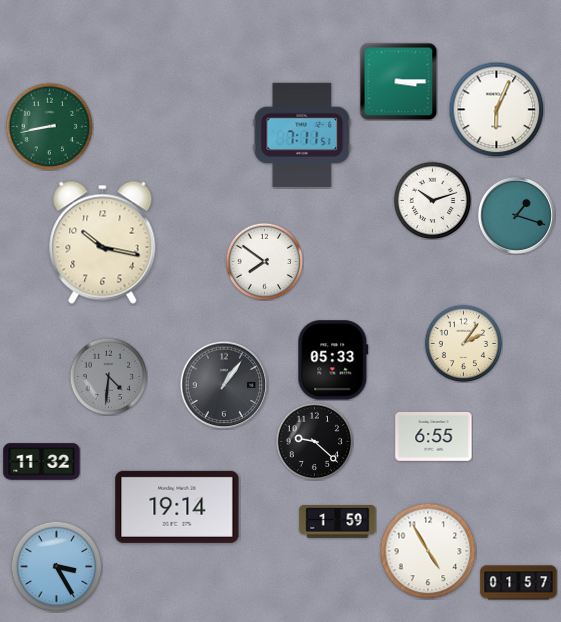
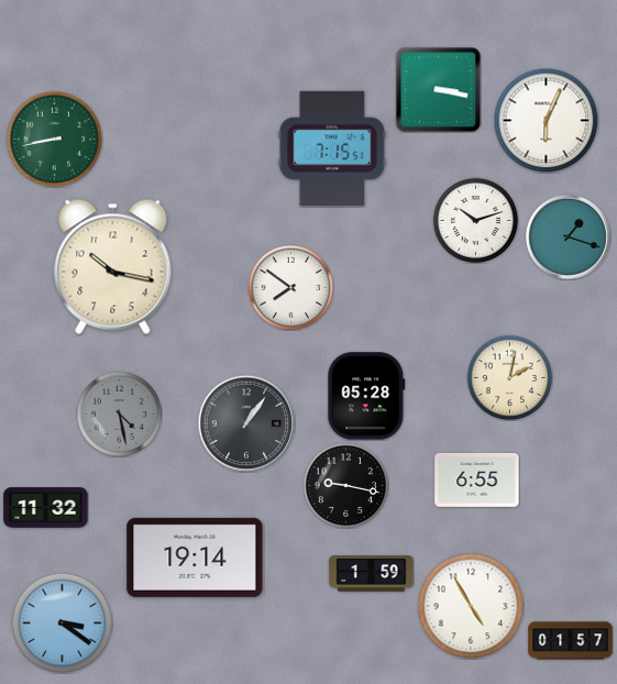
clock at (398, 81): 3:15 -> 3:17
clock at (302, 135): 7:11 -> 7:15
clock at (463, 343): 2:06 -> 2:02
clock at (333, 360): 05:33 -> 05:28
clock at (108, 376): 4:31 -> 4:28
clock at (314, 441): 9:22 -> 9:17
clock at (56, 566): 3:25 -> 3:21
